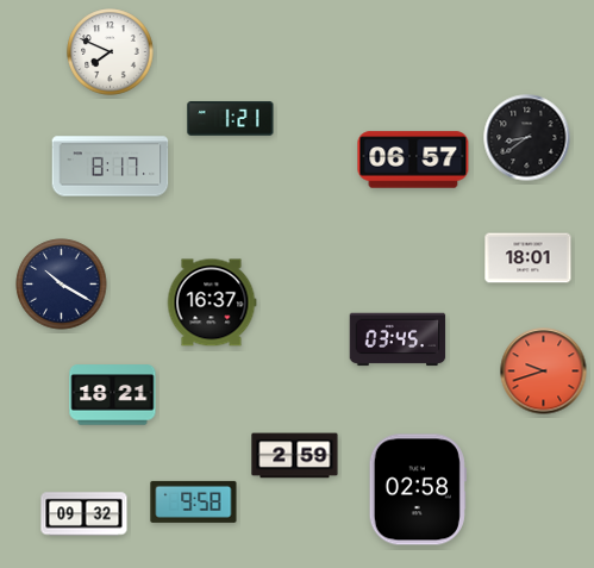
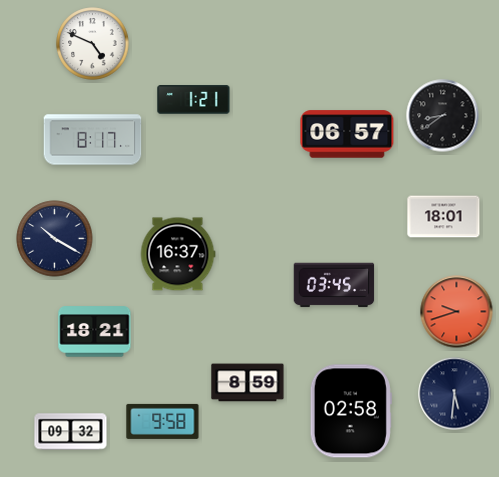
clock at (111, 52): 7:49 -> 4:49
clock at (62, 285) position: (62, 285) -> (55, 239)
clock at (295, 456): 2:59 -> 8:59
clock at (455, 394): none -> 5:31
